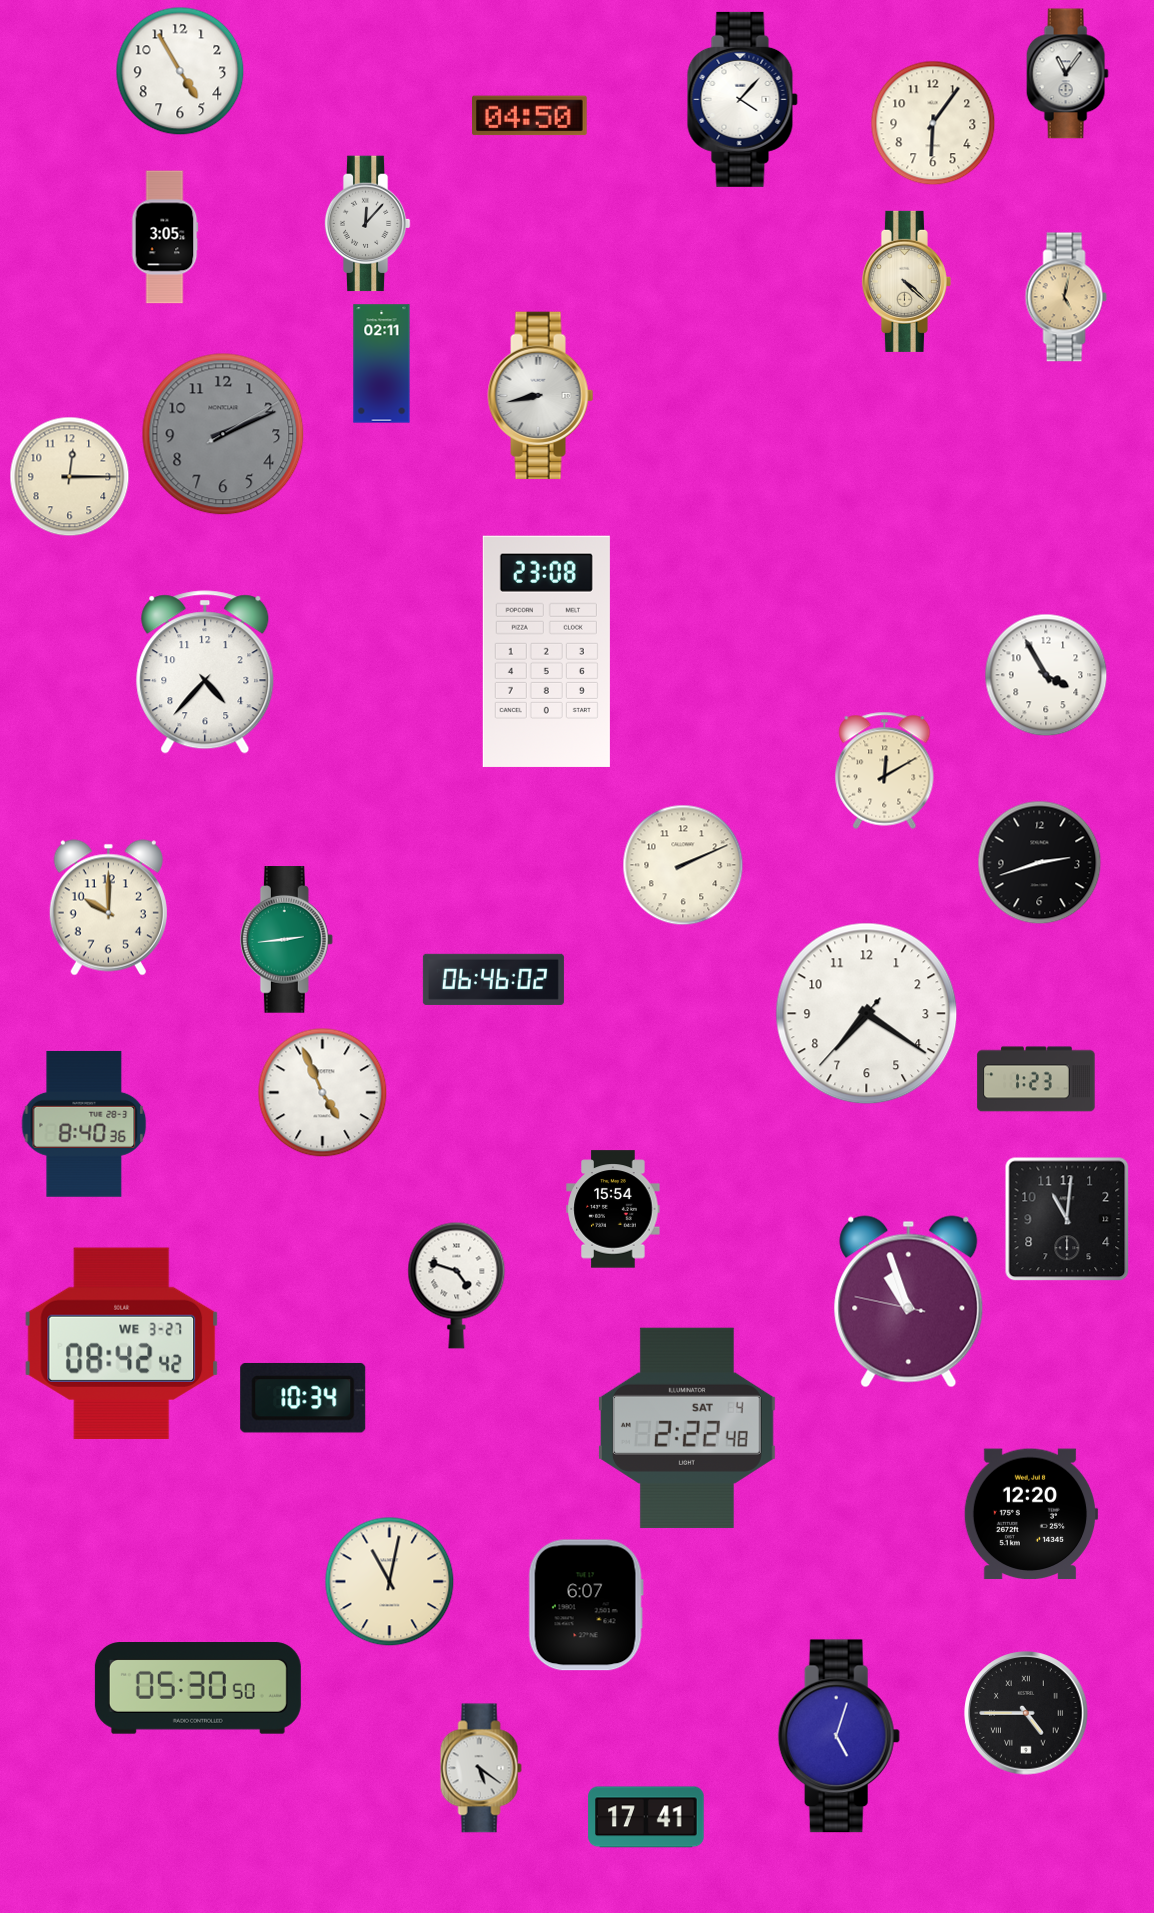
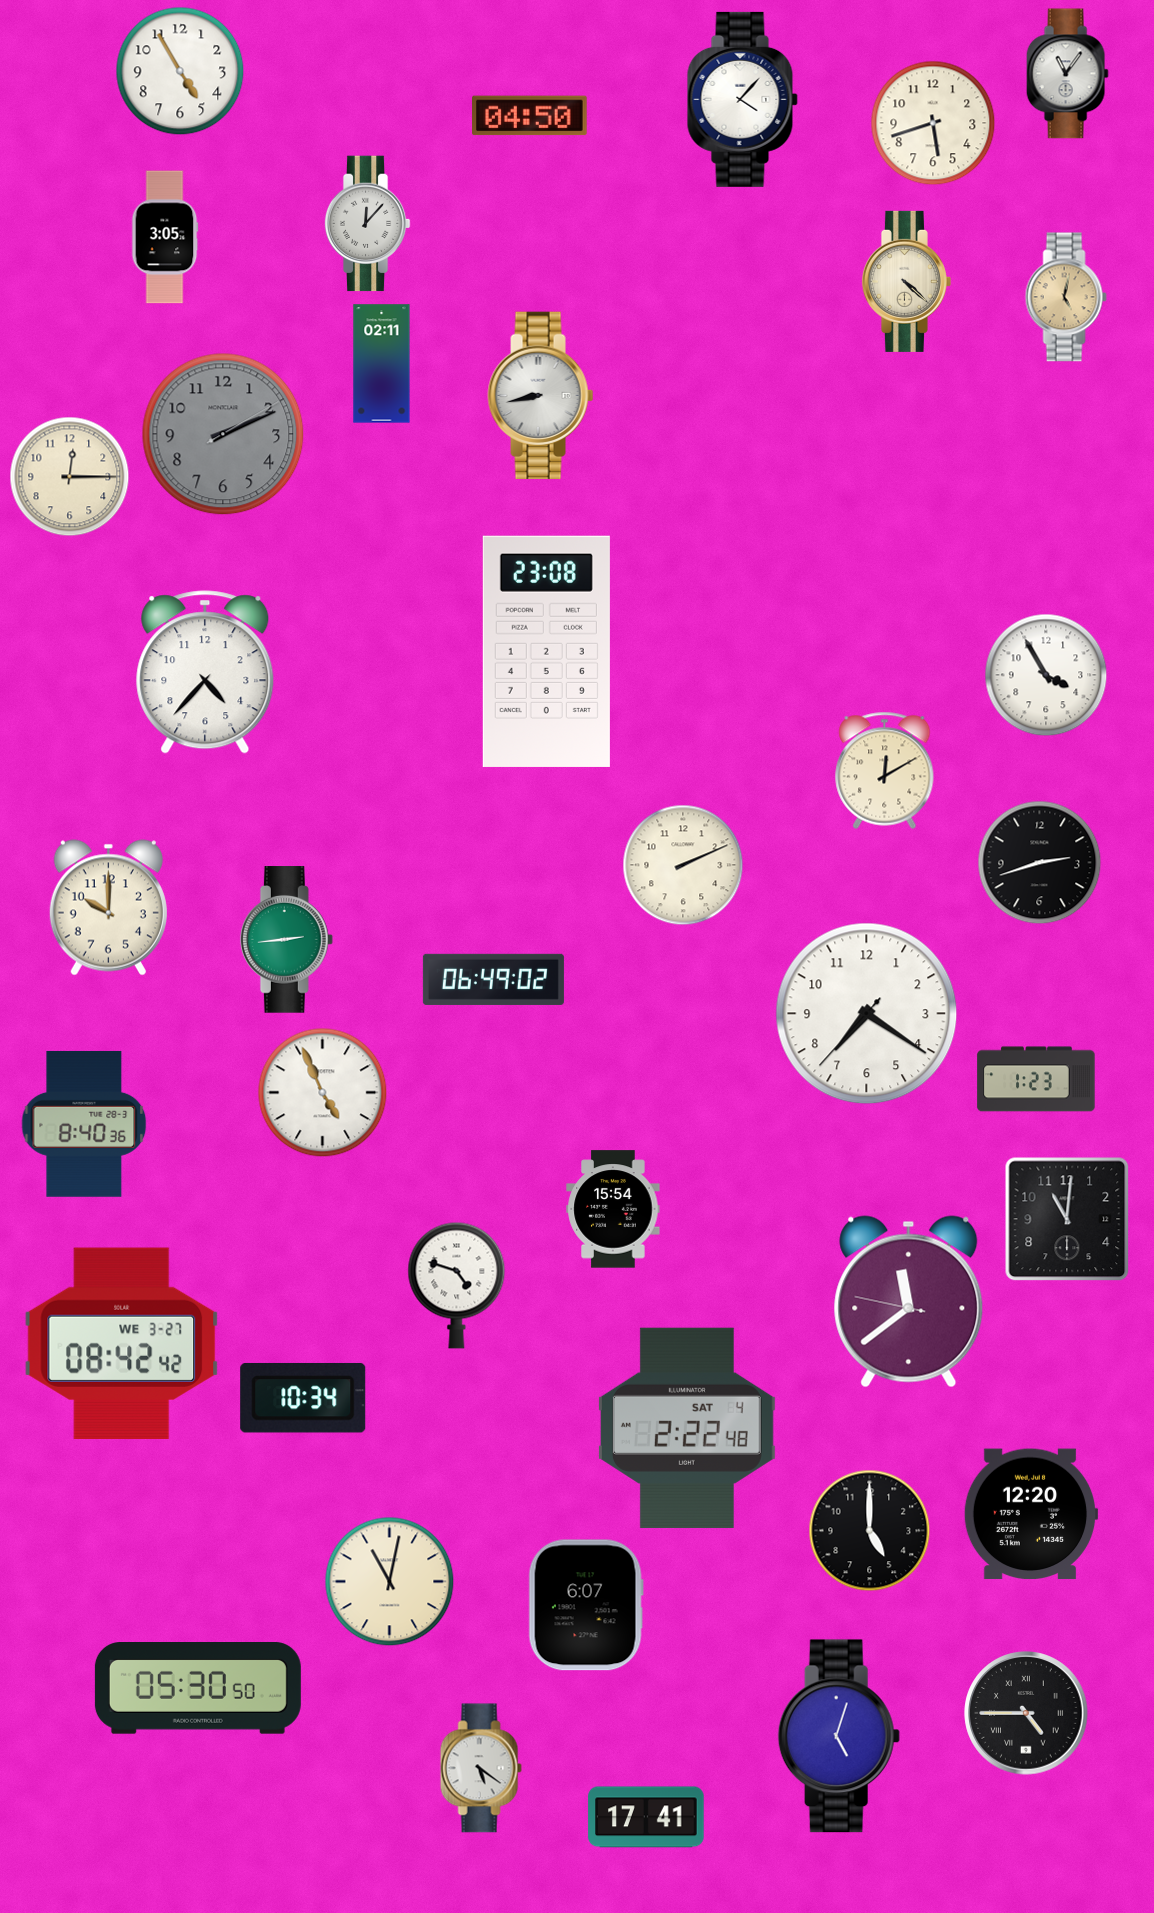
clock at (933, 123): 6:06 -> 5:42
clock at (493, 979): 06:46 -> 06:49
clock at (909, 1302): 10:56 -> 11:38
clock at (870, 1531): none -> 5:00
